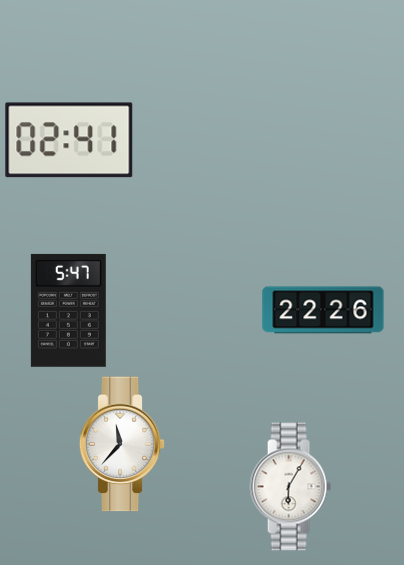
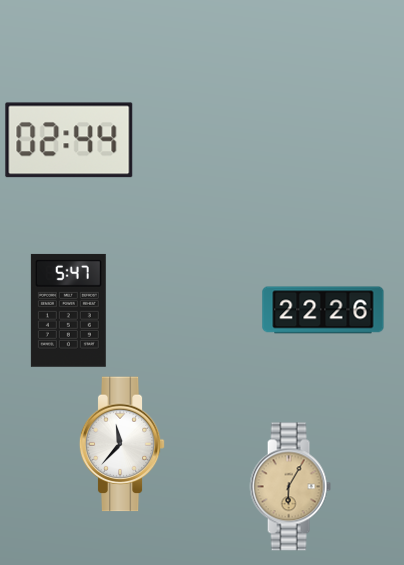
clock at (69, 140): 02:41 -> 02:44
clock at (290, 487) dial: white -> champagne
